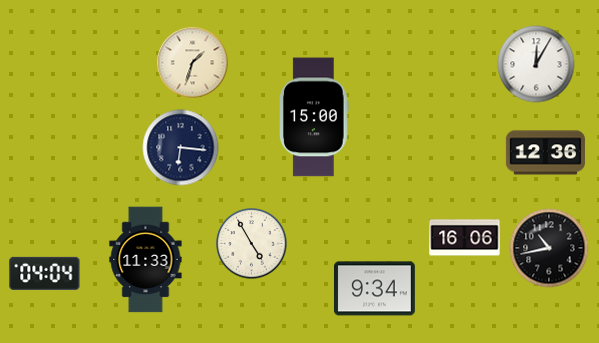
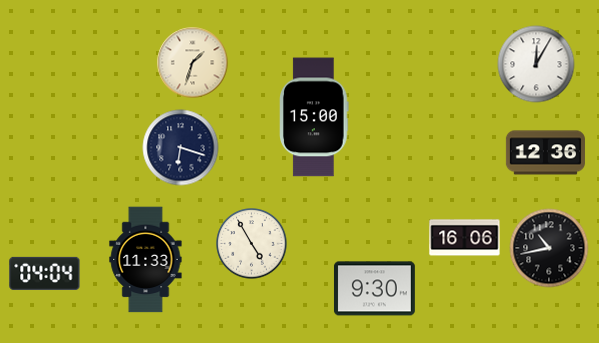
clock at (181, 148): 6:16 -> 6:18
clock at (374, 289): 9:34 -> 9:30
